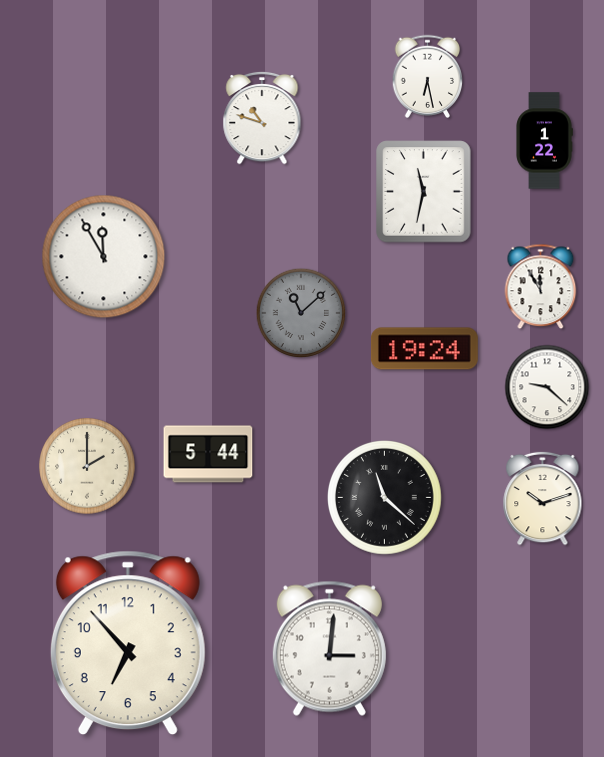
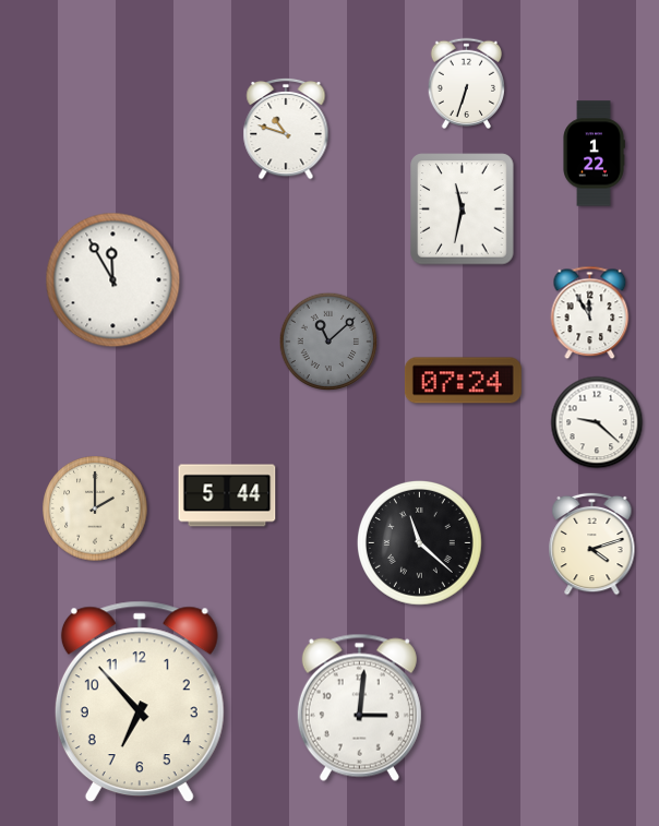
clock at (427, 76): 6:28 -> 6:33
clock at (424, 349): 19:24 -> 07:24
clock at (543, 498): 10:12 -> 4:12
